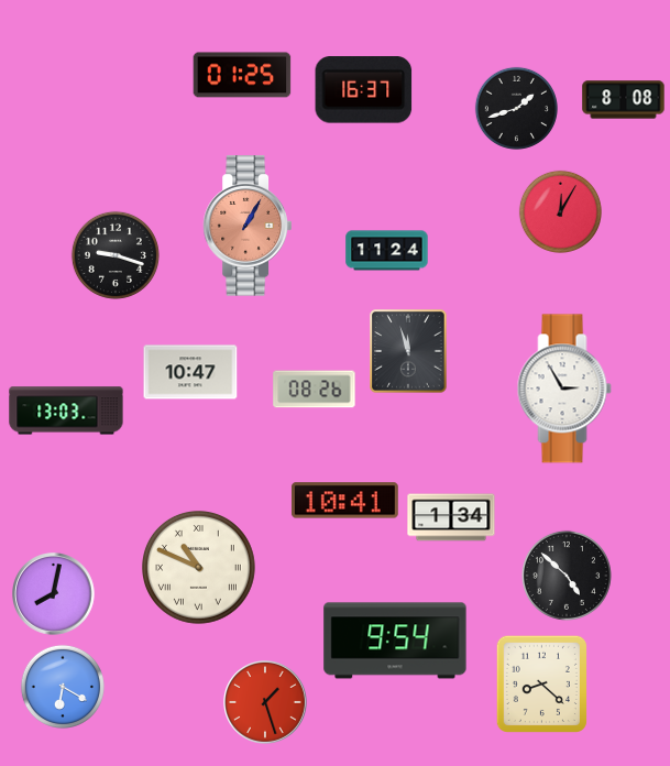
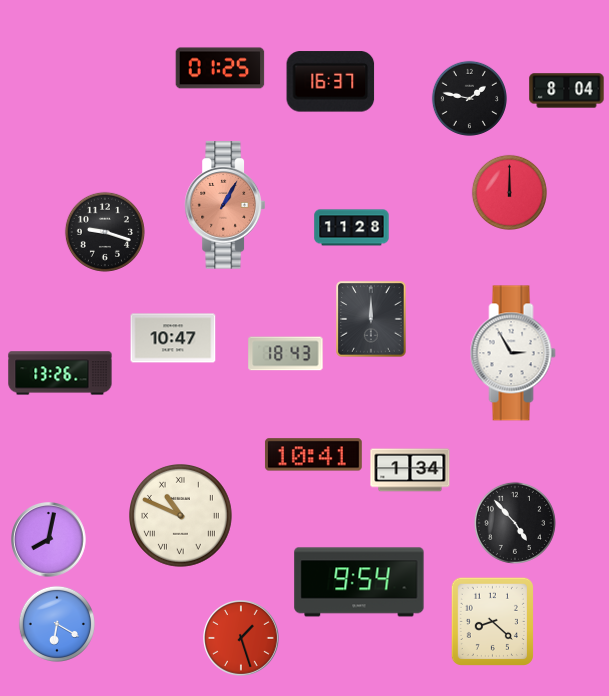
clock at (624, 100): 8:08 -> 8:04
clock at (516, 108): 1:42 -> 1:47
clock at (560, 211): 12:05 -> 12:00
clock at (387, 251): 11:24 -> 11:28
clock at (408, 351): 11:57 -> 12:00
clock at (315, 390): 08:26 -> 18:43
clock at (66, 411): 13:03 -> 13:26
clock at (567, 576): 4:52 -> 4:53
